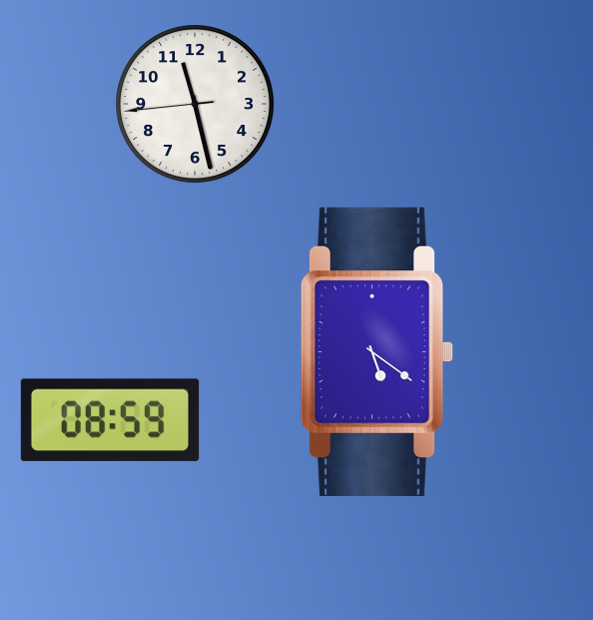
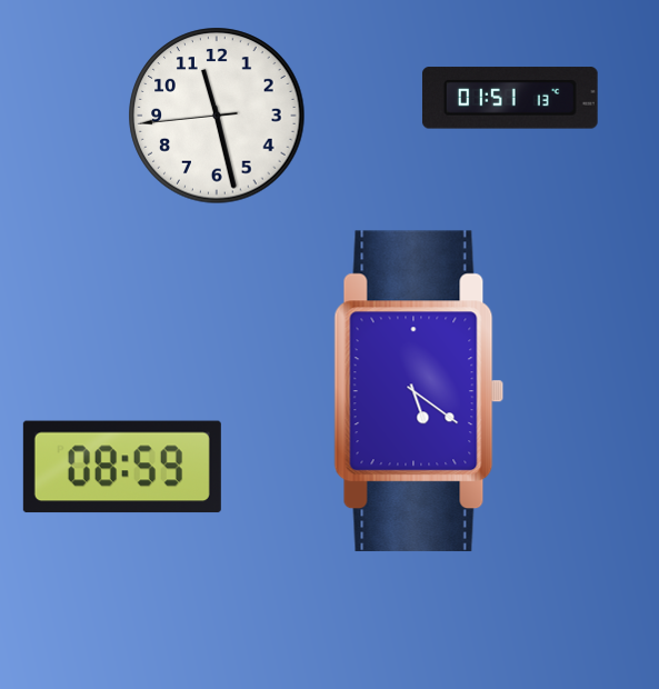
clock at (510, 98): none -> 01:51
